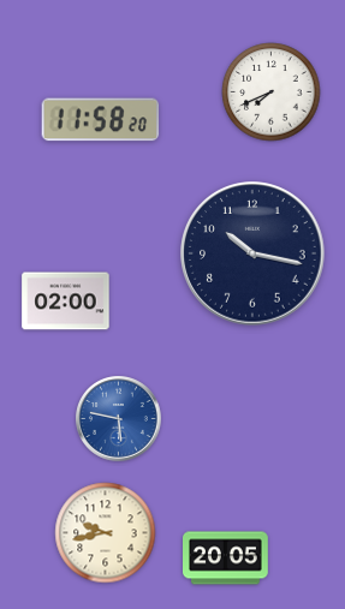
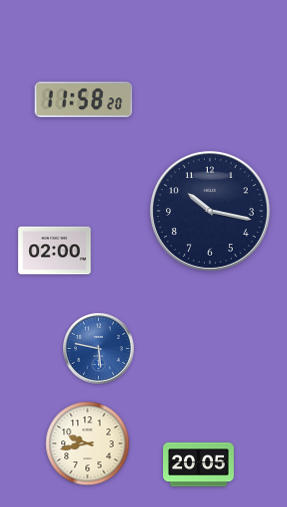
clock at (272, 92): 7:41 -> none
clock at (226, 559) position: (226, 559) -> (199, 465)
